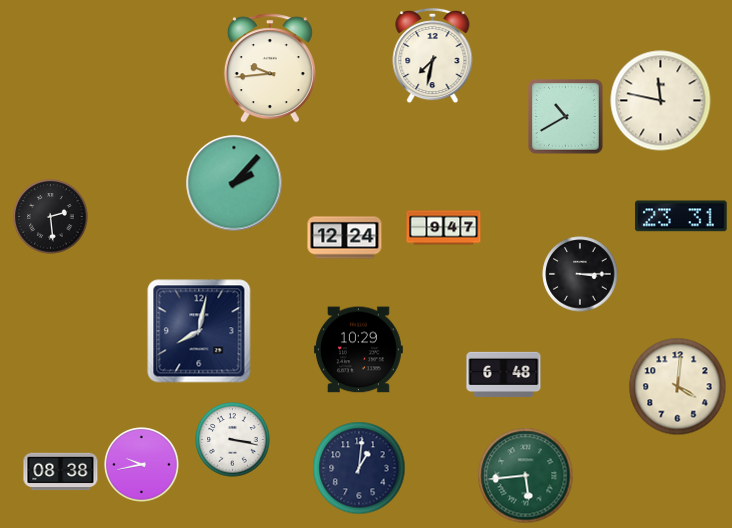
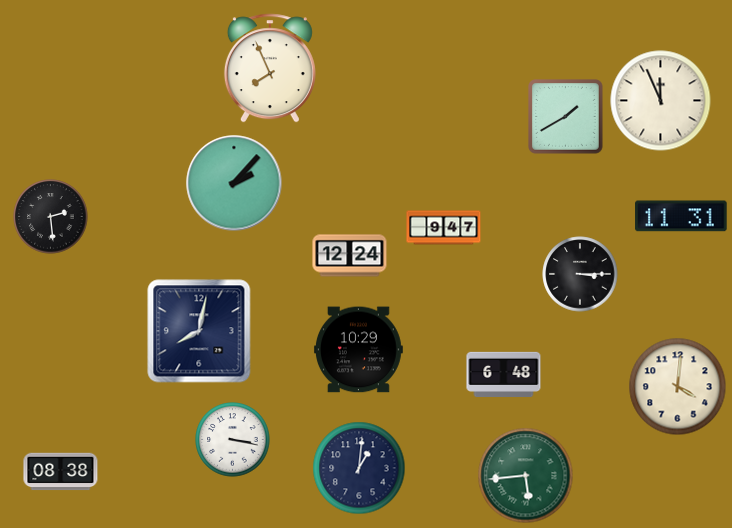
clock at (433, 56): 7:32 -> none
clock at (270, 68): 9:44 -> 7:56
clock at (661, 101): 11:47 -> 11:56
clock at (566, 117): 10:40 -> 1:40
clock at (681, 216): 23:31 -> 11:31
clock at (345, 238) position: (345, 238) -> (350, 256)
clock at (142, 465): 9:43 -> none
